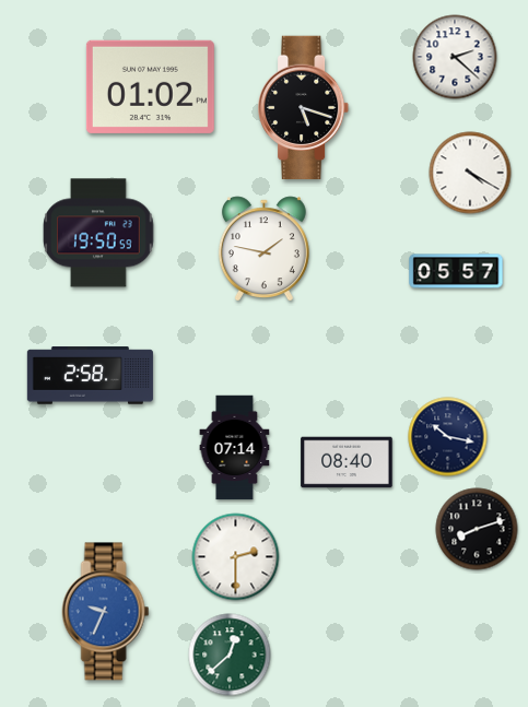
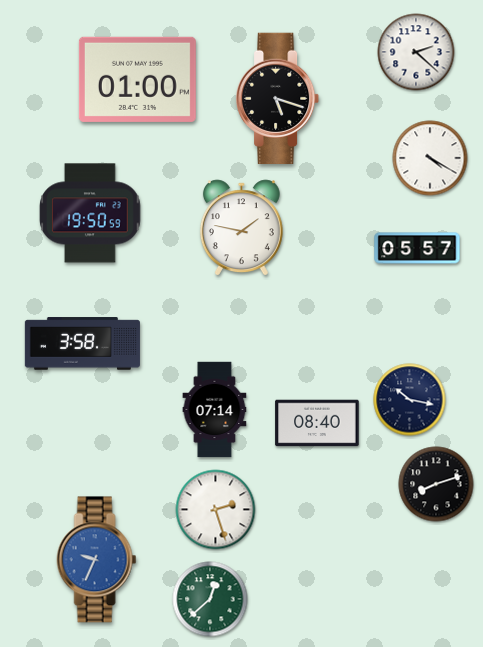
clock at (150, 86): 01:02 -> 01:00
clock at (90, 376): 2:58 -> 3:58
clock at (236, 557): 2:30 -> 2:27
